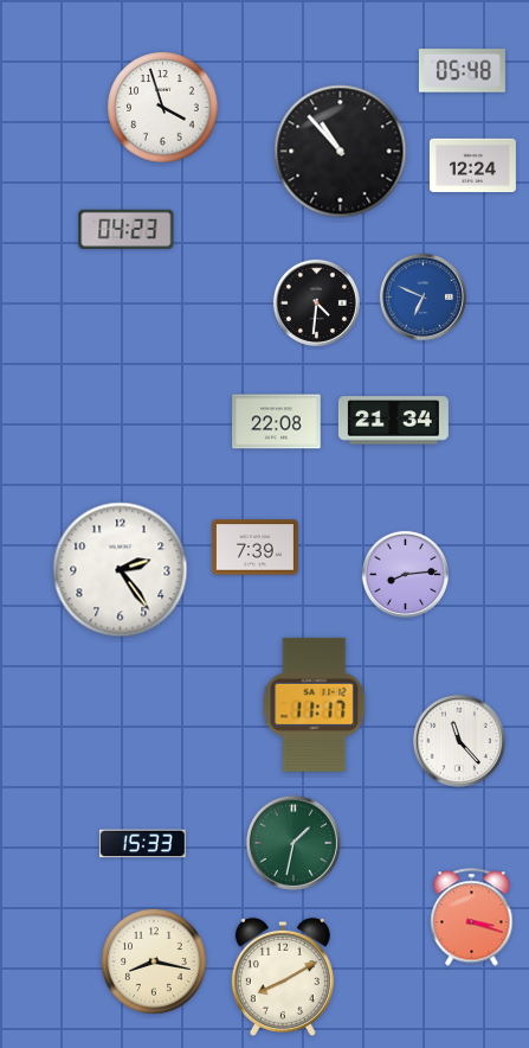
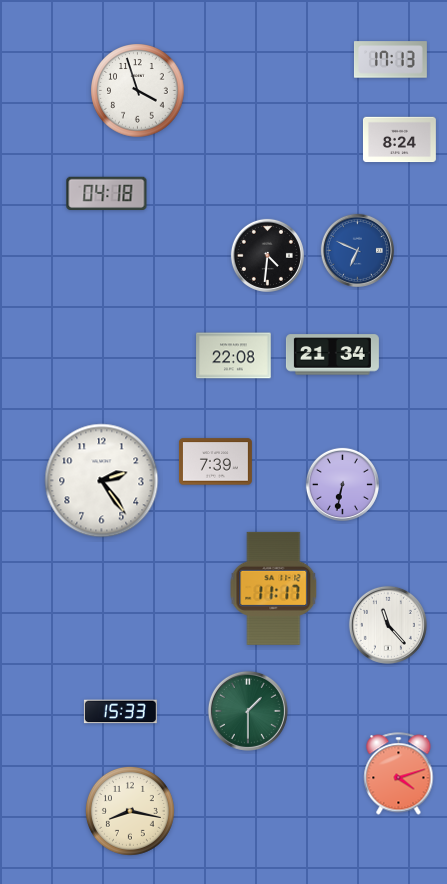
clock at (462, 71): 05:48 -> 17:13
clock at (341, 152): 10:53 -> none
clock at (472, 166): 12:24 -> 8:24
clock at (127, 229): 04:23 -> 04:18
clock at (405, 574): 8:14 -> 6:32
clock at (315, 704) position: (315, 704) -> (274, 588)
clock at (293, 843): 1:32 -> 1:30
clock at (472, 918): 3:18 -> 4:12
clock at (283, 977): 8:10 -> none
